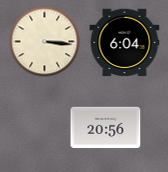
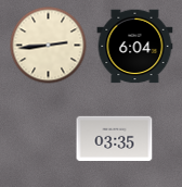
clock at (45, 42): 3:16 -> 2:44
clock at (106, 128): 20:56 -> 03:35
